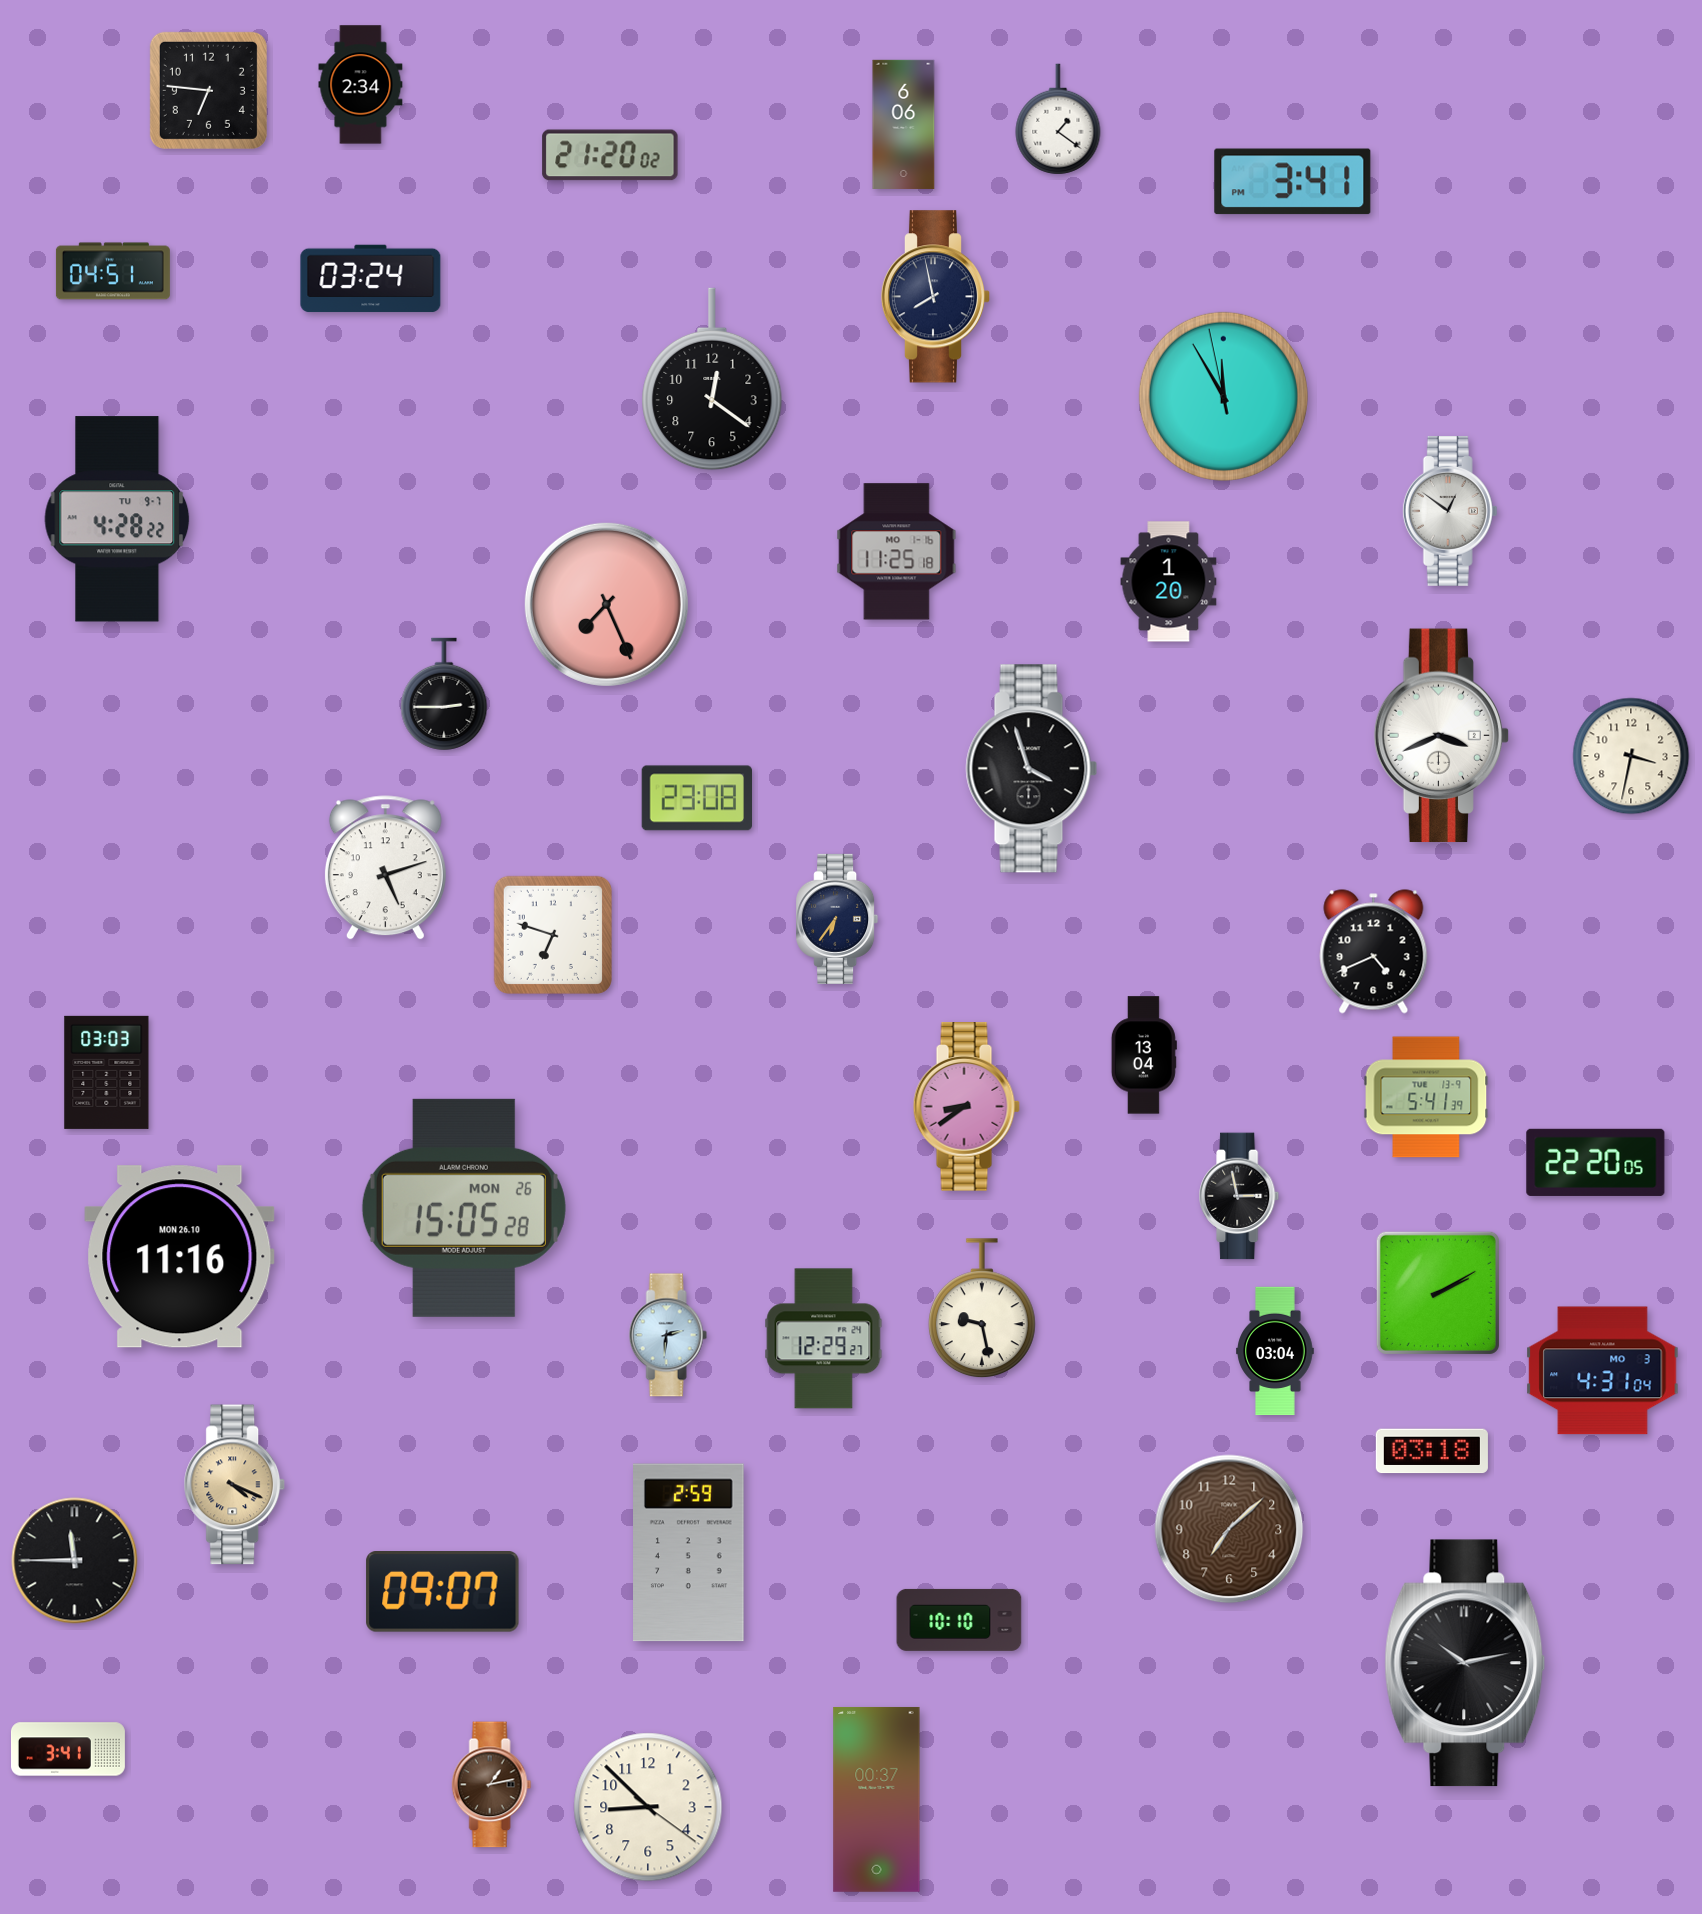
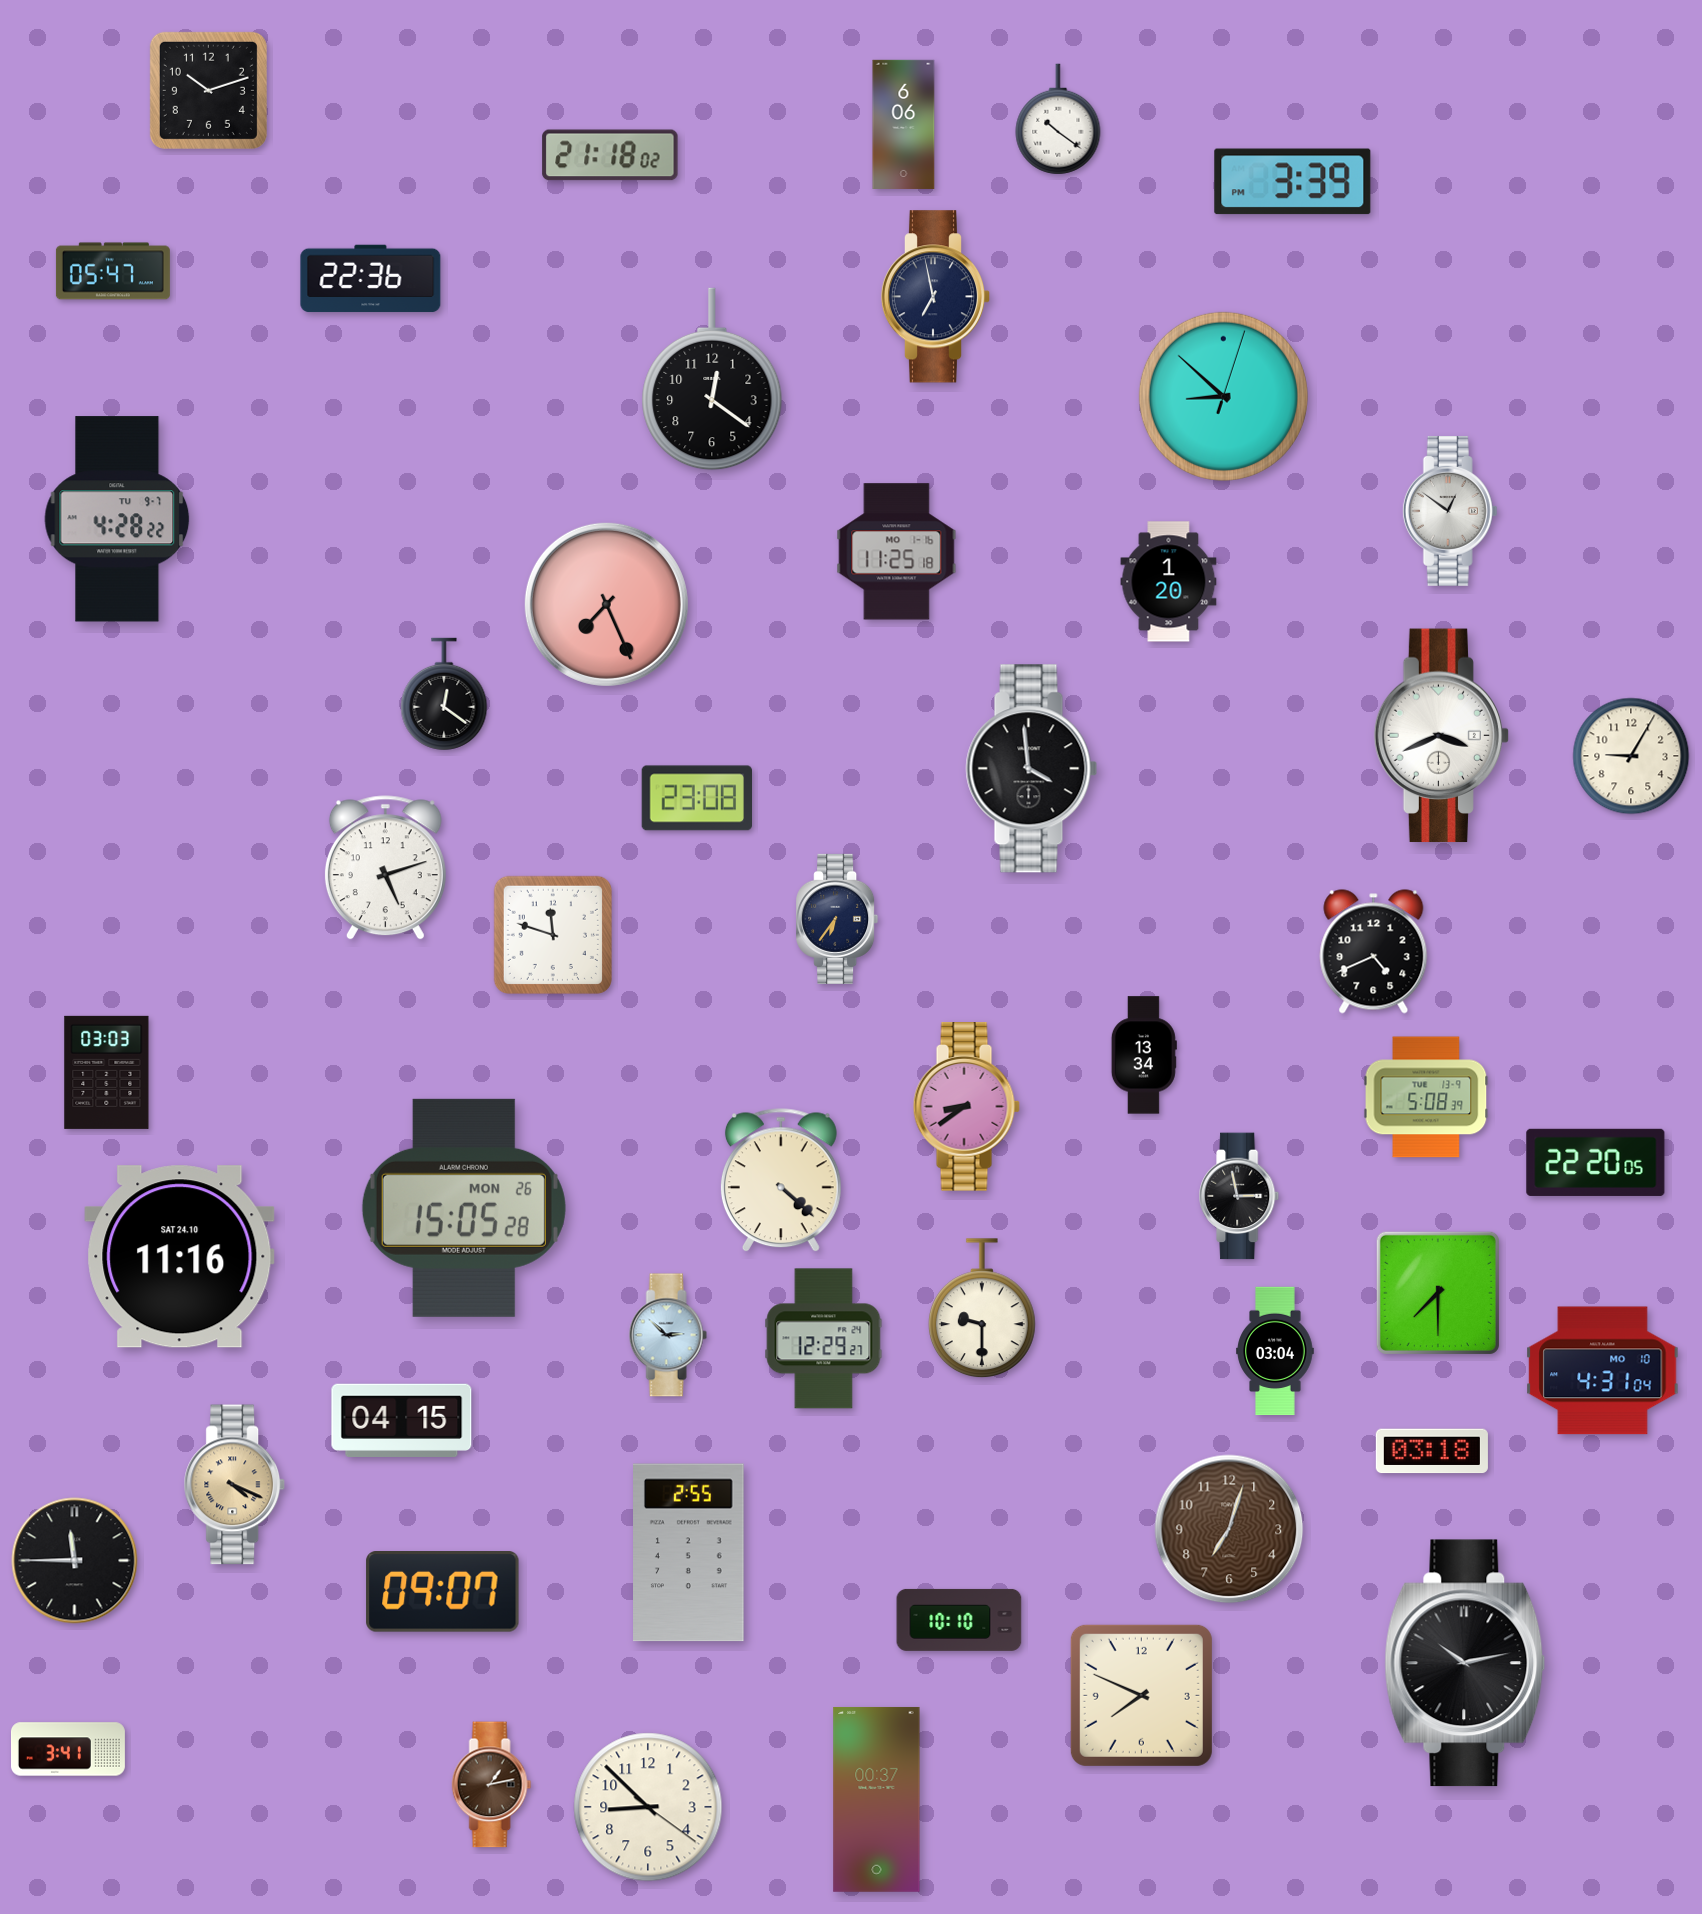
clock at (361, 85): 2:34 -> none
clock at (208, 90): 6:46 -> 10:12
clock at (1058, 119): 1:21 -> 10:21
clock at (610, 155): 21:20 -> 21:18
clock at (1293, 182): 3:41 -> 3:39
clock at (113, 271): 04:51 -> 05:47
clock at (371, 279): 03:24 -> 22:36
clock at (936, 297): 7:58 -> 6:58
clock at (1223, 396): 11:54 -> 8:52
clock at (444, 694): 2:45 -> 12:21
clock at (1631, 756): 3:32 -> 9:05
clock at (1032, 769): 3:57 -> 3:59
clock at (553, 935): 6:48 -> 11:48
clock at (1144, 1055): 13:04 -> 13:34
clock at (1426, 1097): 5:41 -> 5:08
clock at (781, 1181): none -> 4:22
clock at (180, 1257) date: MON 26.10 -> SAT 24.10
clock at (1438, 1293): 2:10 -> 7:30
clock at (982, 1309): 9:28 -> 9:30
clock at (668, 1335): 2:31 -> 2:52
clock at (1603, 1371) date: MO 3 -> MO 10
clock at (402, 1420): none -> 04:15
clock at (1229, 1529): 7:08 -> 7:03
clock at (689, 1553): 2:59 -> 2:55
clock at (1141, 1695): none -> 7:49
